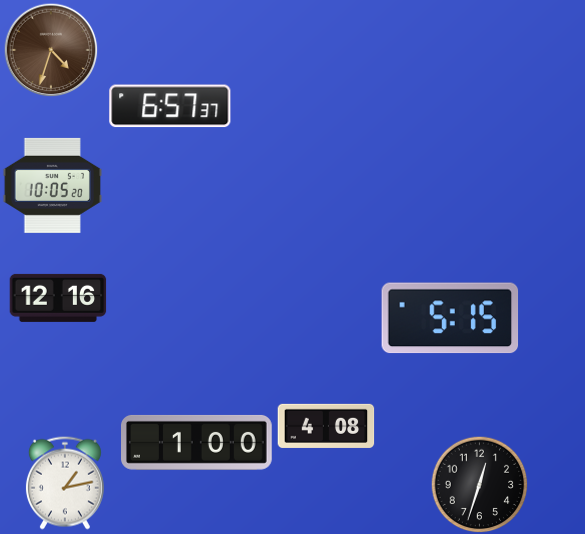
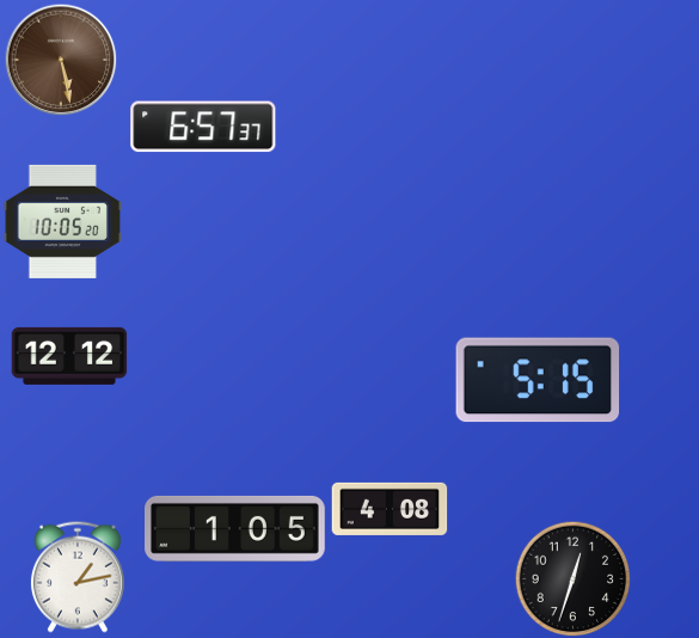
clock at (51, 50): 4:33 -> 5:28
clock at (58, 298): 12:16 -> 12:12
clock at (197, 442): 1:00 -> 1:05
